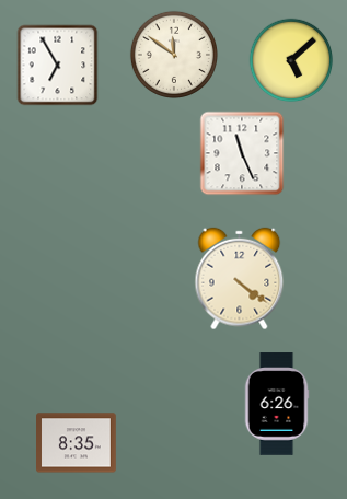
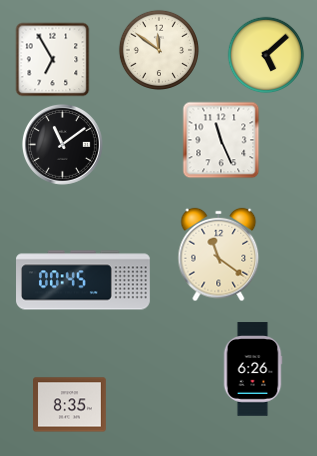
clock at (62, 144): none -> 11:09
clock at (240, 279): 4:21 -> 11:21
clock at (84, 280): none -> 00:45
